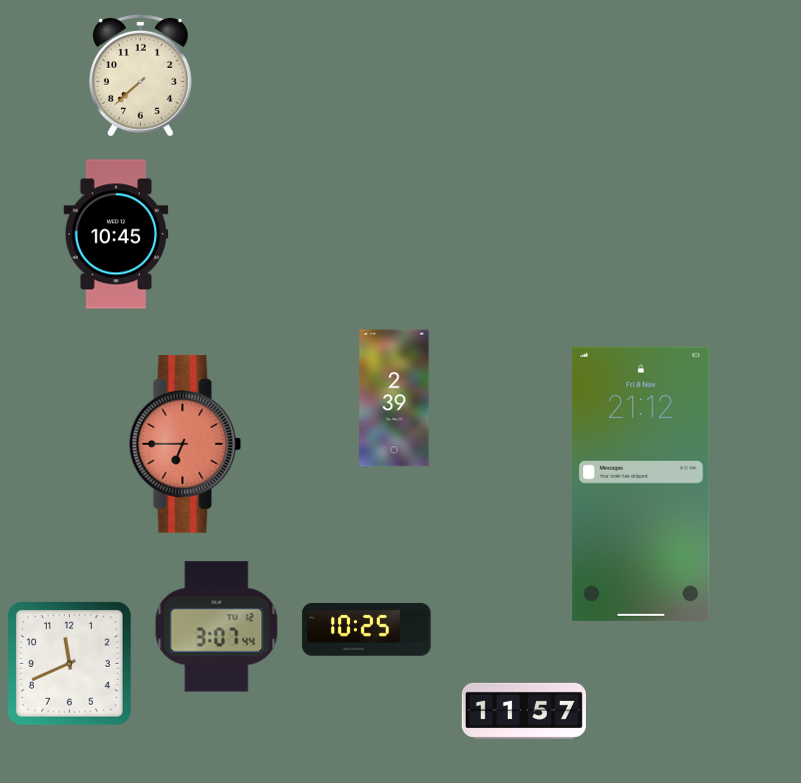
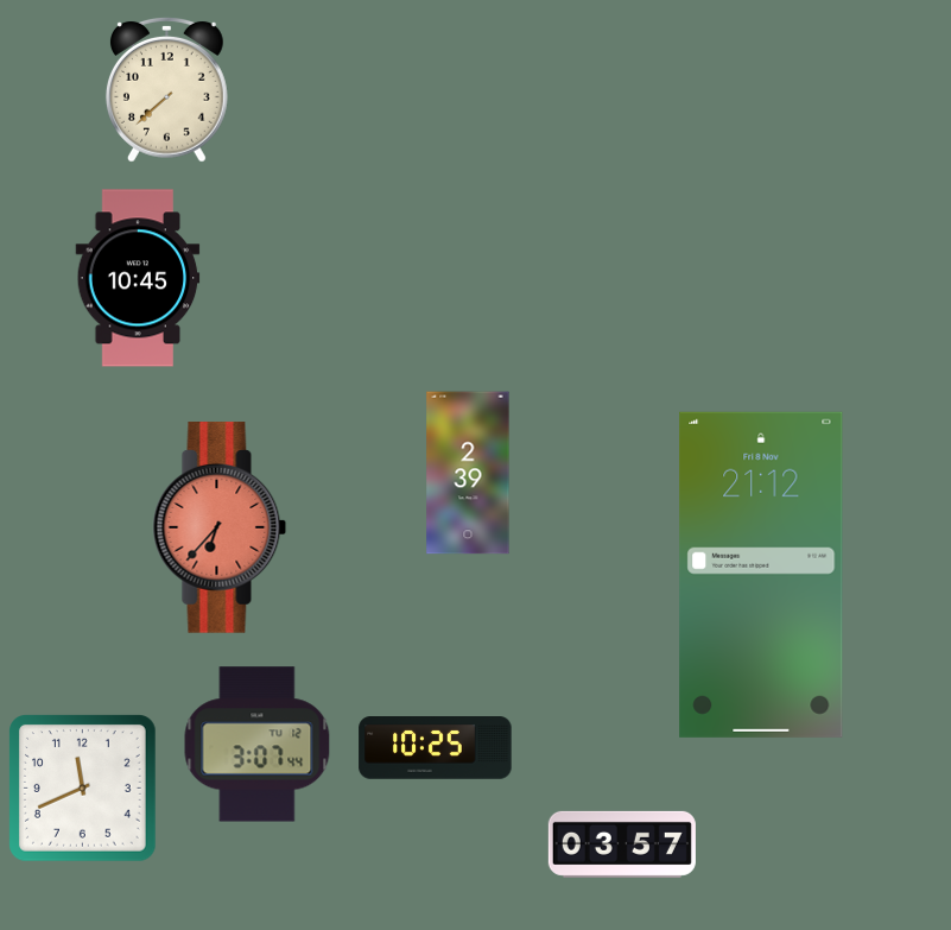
clock at (185, 445): 6:45 -> 6:37
clock at (524, 711): 11:57 -> 03:57
